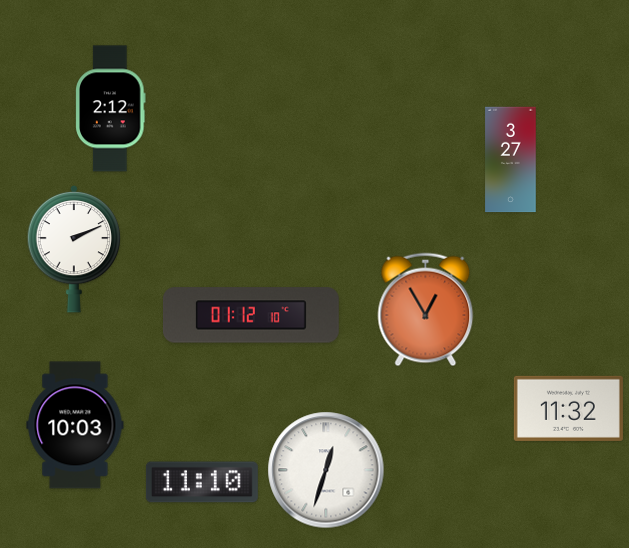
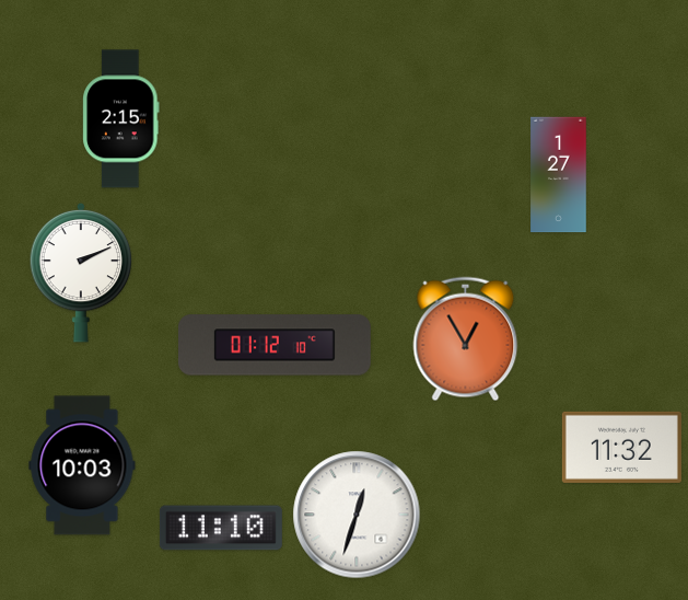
clock at (111, 109): 2:12 -> 2:15
clock at (511, 160): 3:27 -> 1:27
